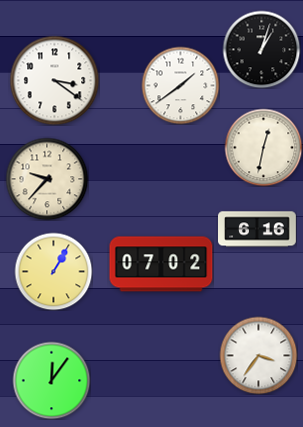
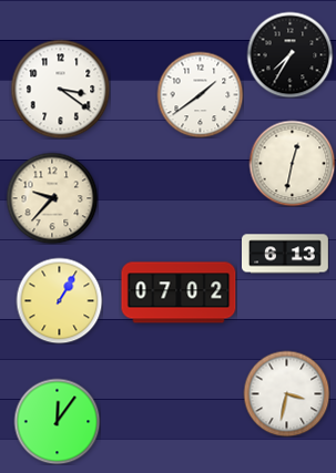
clock at (261, 49): 1:03 -> 7:35
clock at (257, 229): 6:16 -> 6:13
clock at (258, 355): 3:36 -> 3:32
